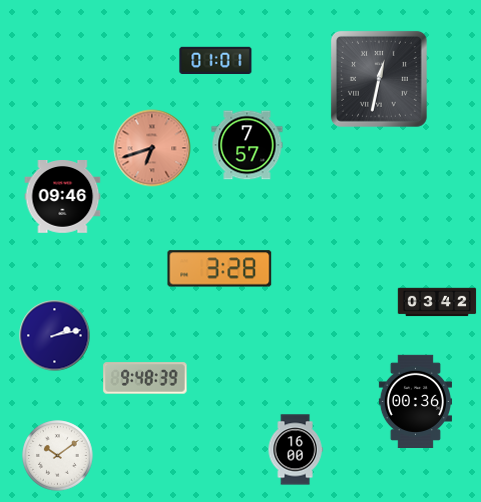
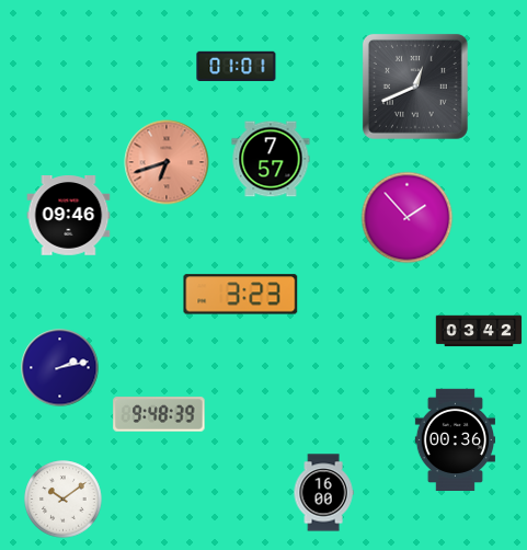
clock at (379, 79): 12:32 -> 12:41
clock at (408, 218): none -> 1:53
clock at (220, 269): 3:28 -> 3:23
